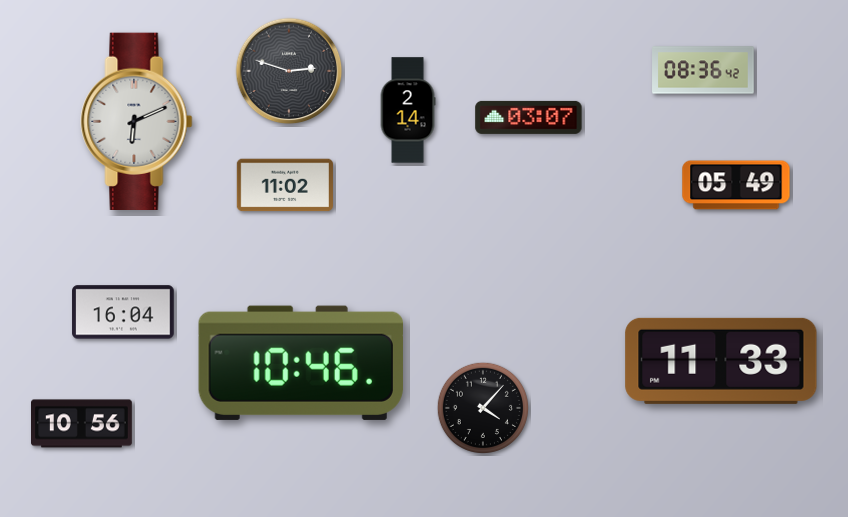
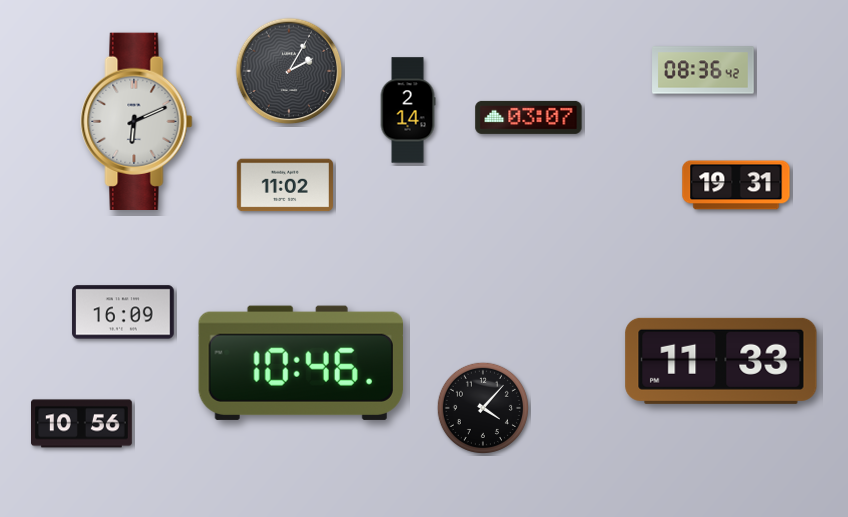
clock at (289, 71): 2:48 -> 2:05
clock at (736, 185): 05:49 -> 19:31
clock at (123, 312): 16:04 -> 16:09
